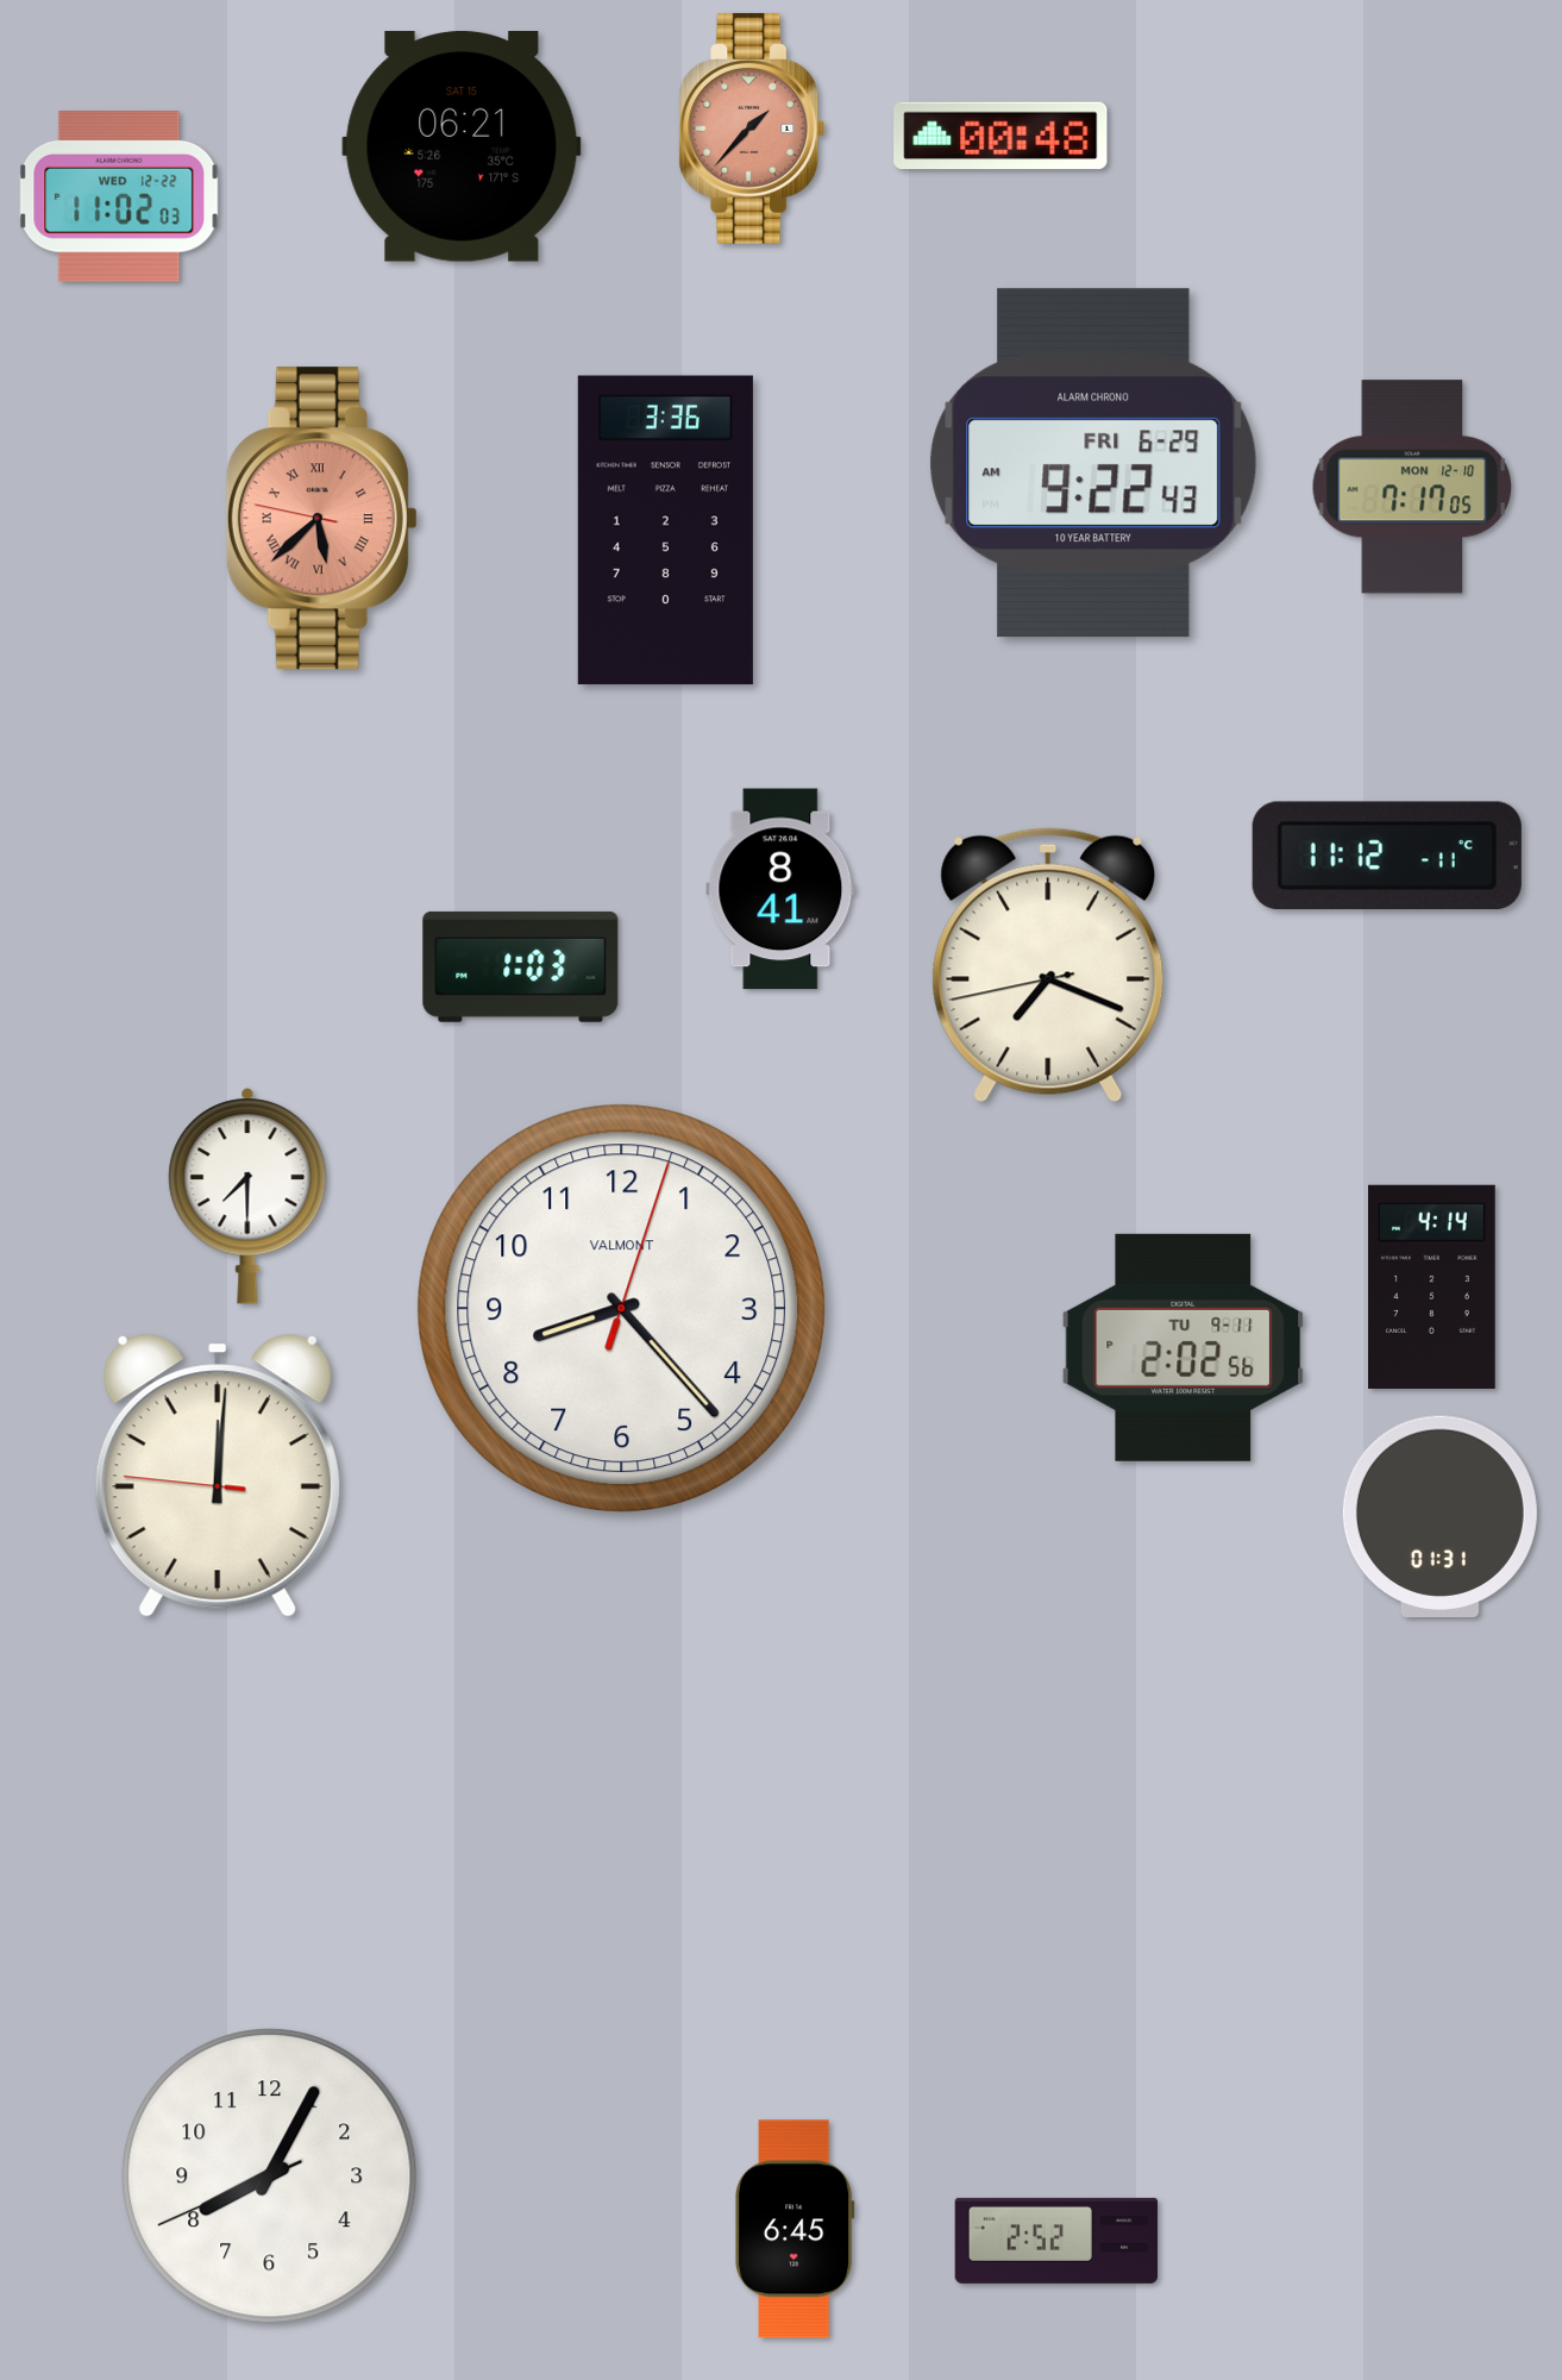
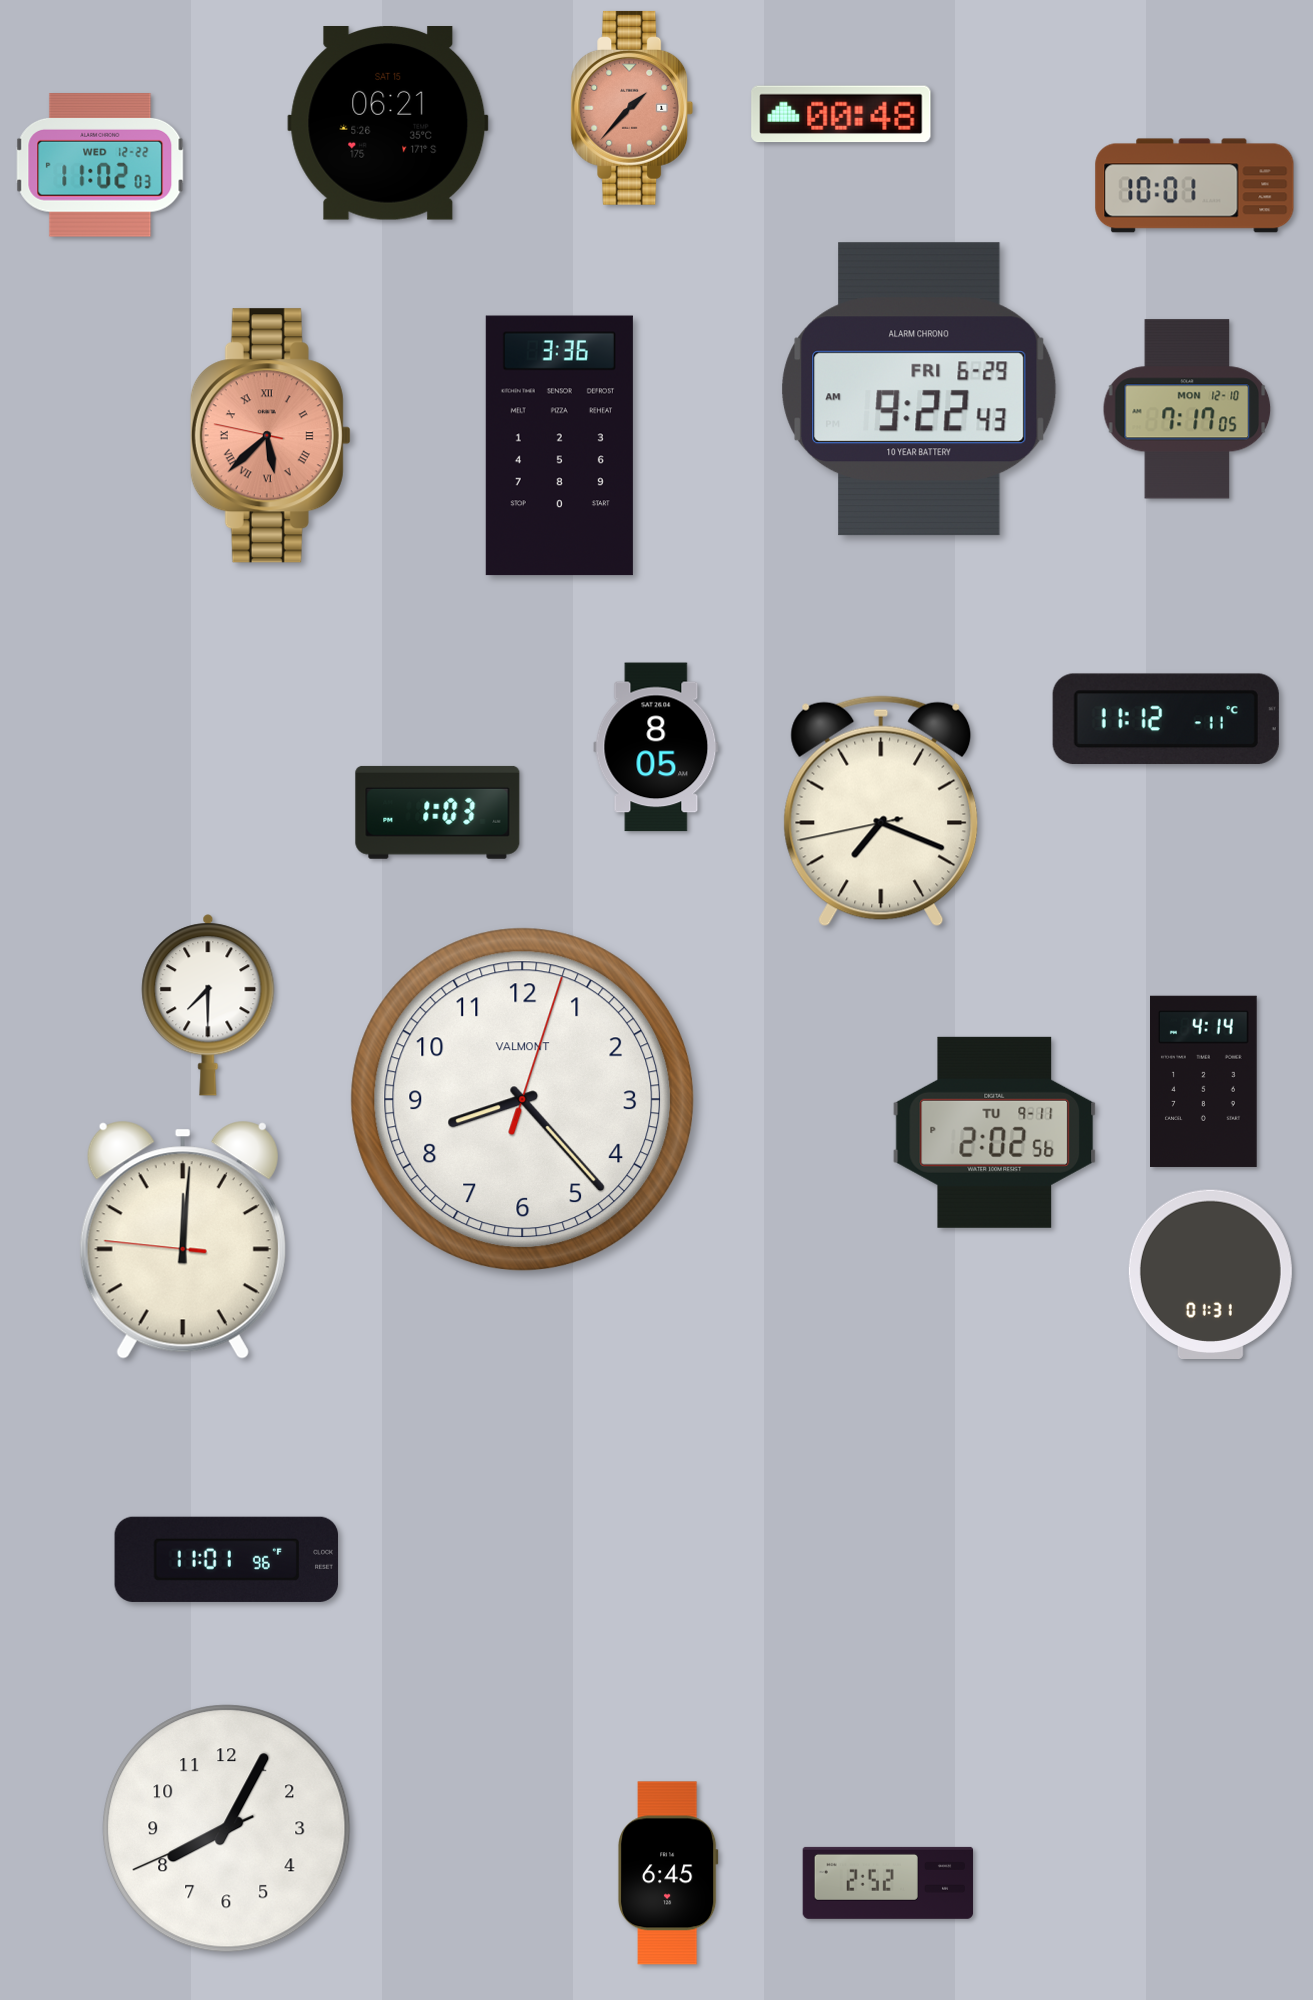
clock at (1195, 186): none -> 10:01
clock at (780, 889): 8:41 -> 8:05
clock at (227, 1559): none -> 11:01
